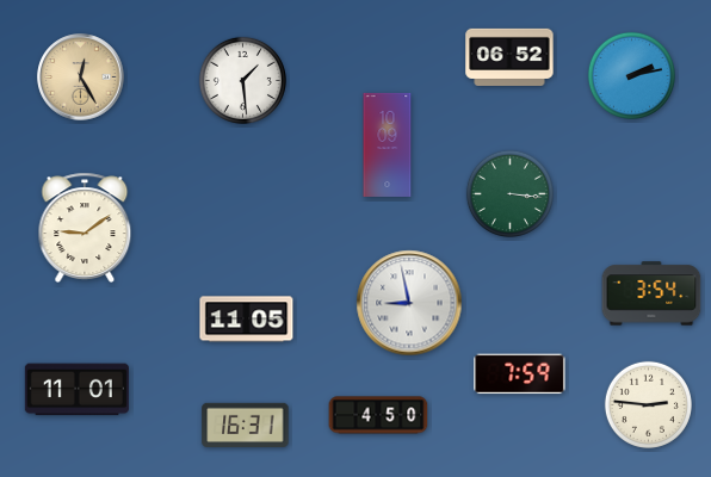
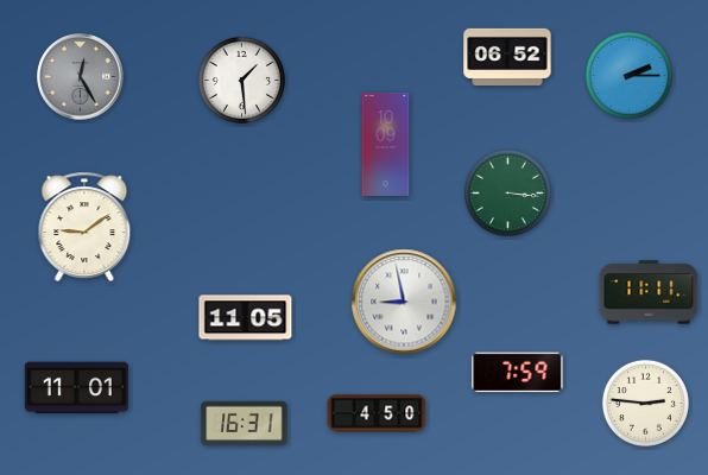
clock at (631, 75): 2:13 -> 2:15
clock at (81, 78) dial: champagne -> grey
clock at (651, 293): 3:54 -> 11:11
clock at (409, 303) position: (409, 303) -> (404, 302)
